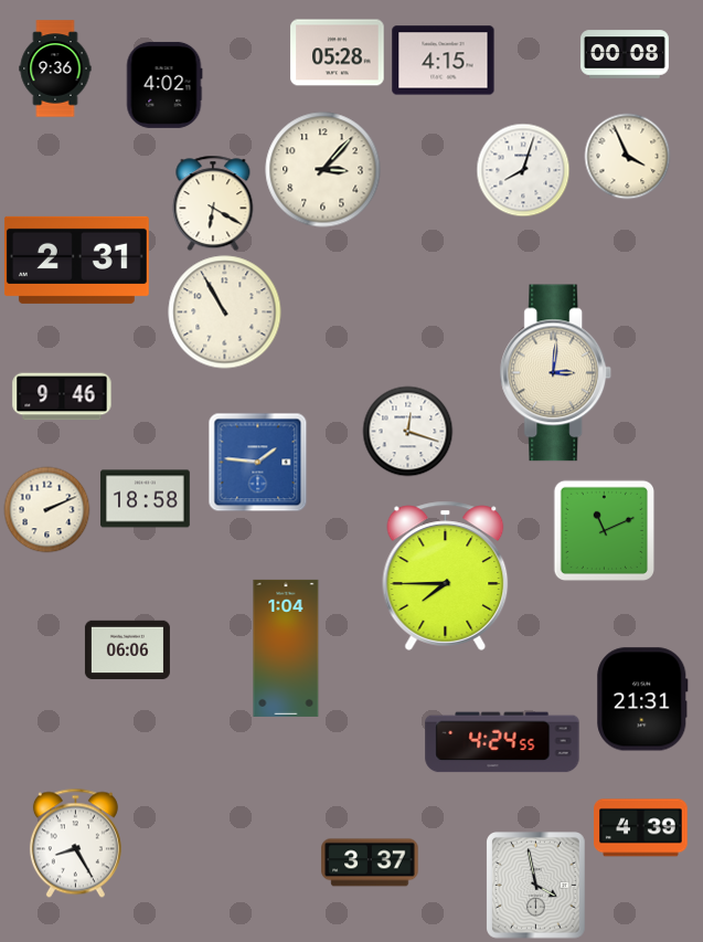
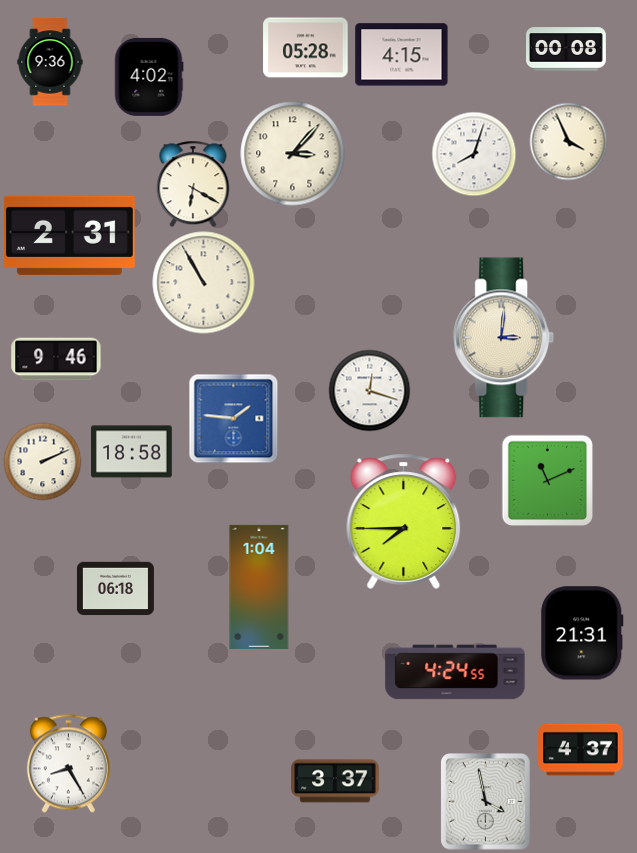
clock at (127, 650): 06:06 -> 06:18
clock at (641, 828): 4:39 -> 4:37
